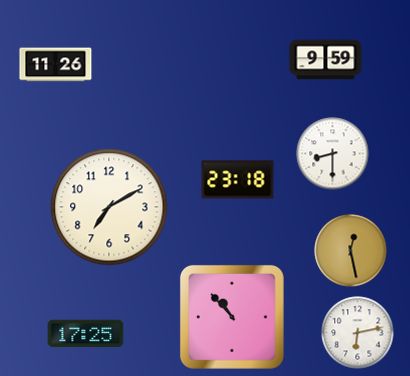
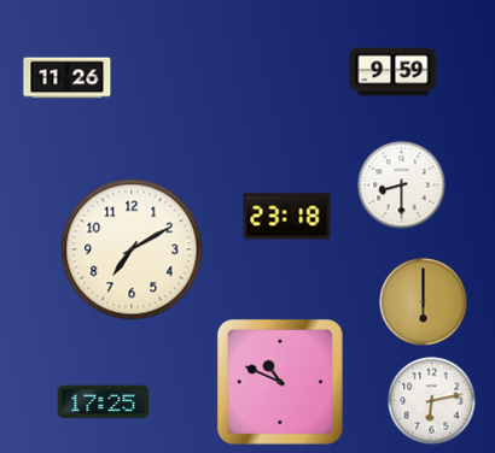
clock at (351, 251): 12:28 -> 6:00
clock at (232, 317): 10:53 -> 10:49
